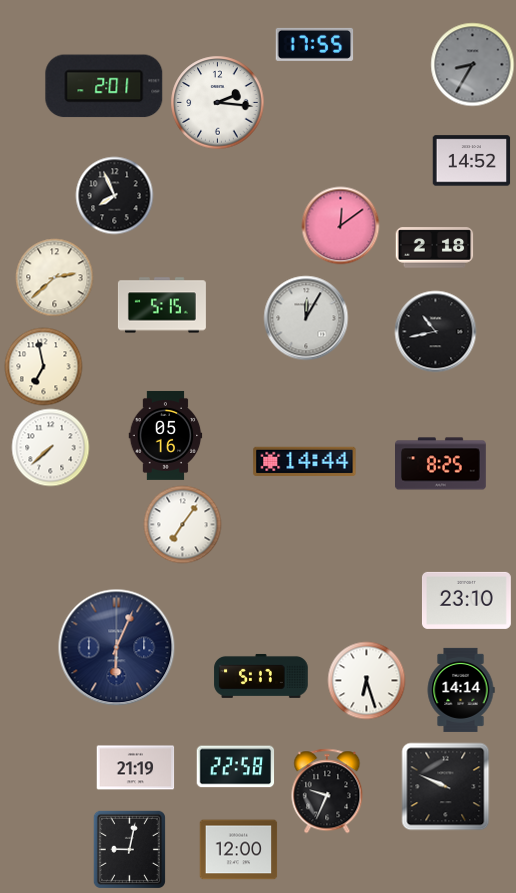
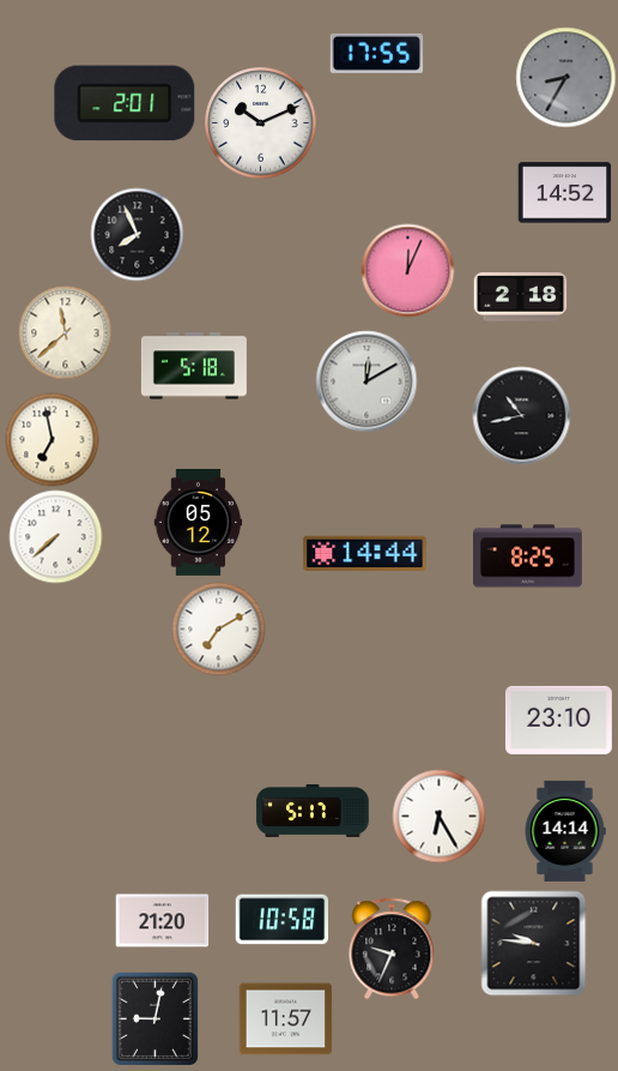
clock at (217, 102): 2:16 -> 10:11
clock at (340, 225): 12:09 -> 12:04
clock at (54, 277): 2:38 -> 11:38
clock at (162, 305): 5:15 -> 5:18
clock at (306, 318): 12:05 -> 12:10
clock at (435, 331) position: (435, 331) -> (521, 415)
clock at (166, 435): 05:16 -> 05:12
clock at (50, 447) position: (50, 447) -> (55, 536)
clock at (182, 524): 7:06 -> 7:10
clock at (116, 647): 6:04 -> none
clock at (366, 680): 6:27 -> 6:25
clock at (461, 690) position: (461, 690) -> (565, 831)
clock at (235, 767): 22:58 -> 10:58
clock at (135, 768): 21:19 -> 21:20
clock at (445, 786): 9:49 -> 9:46
clock at (238, 850): 12:00 -> 11:57
